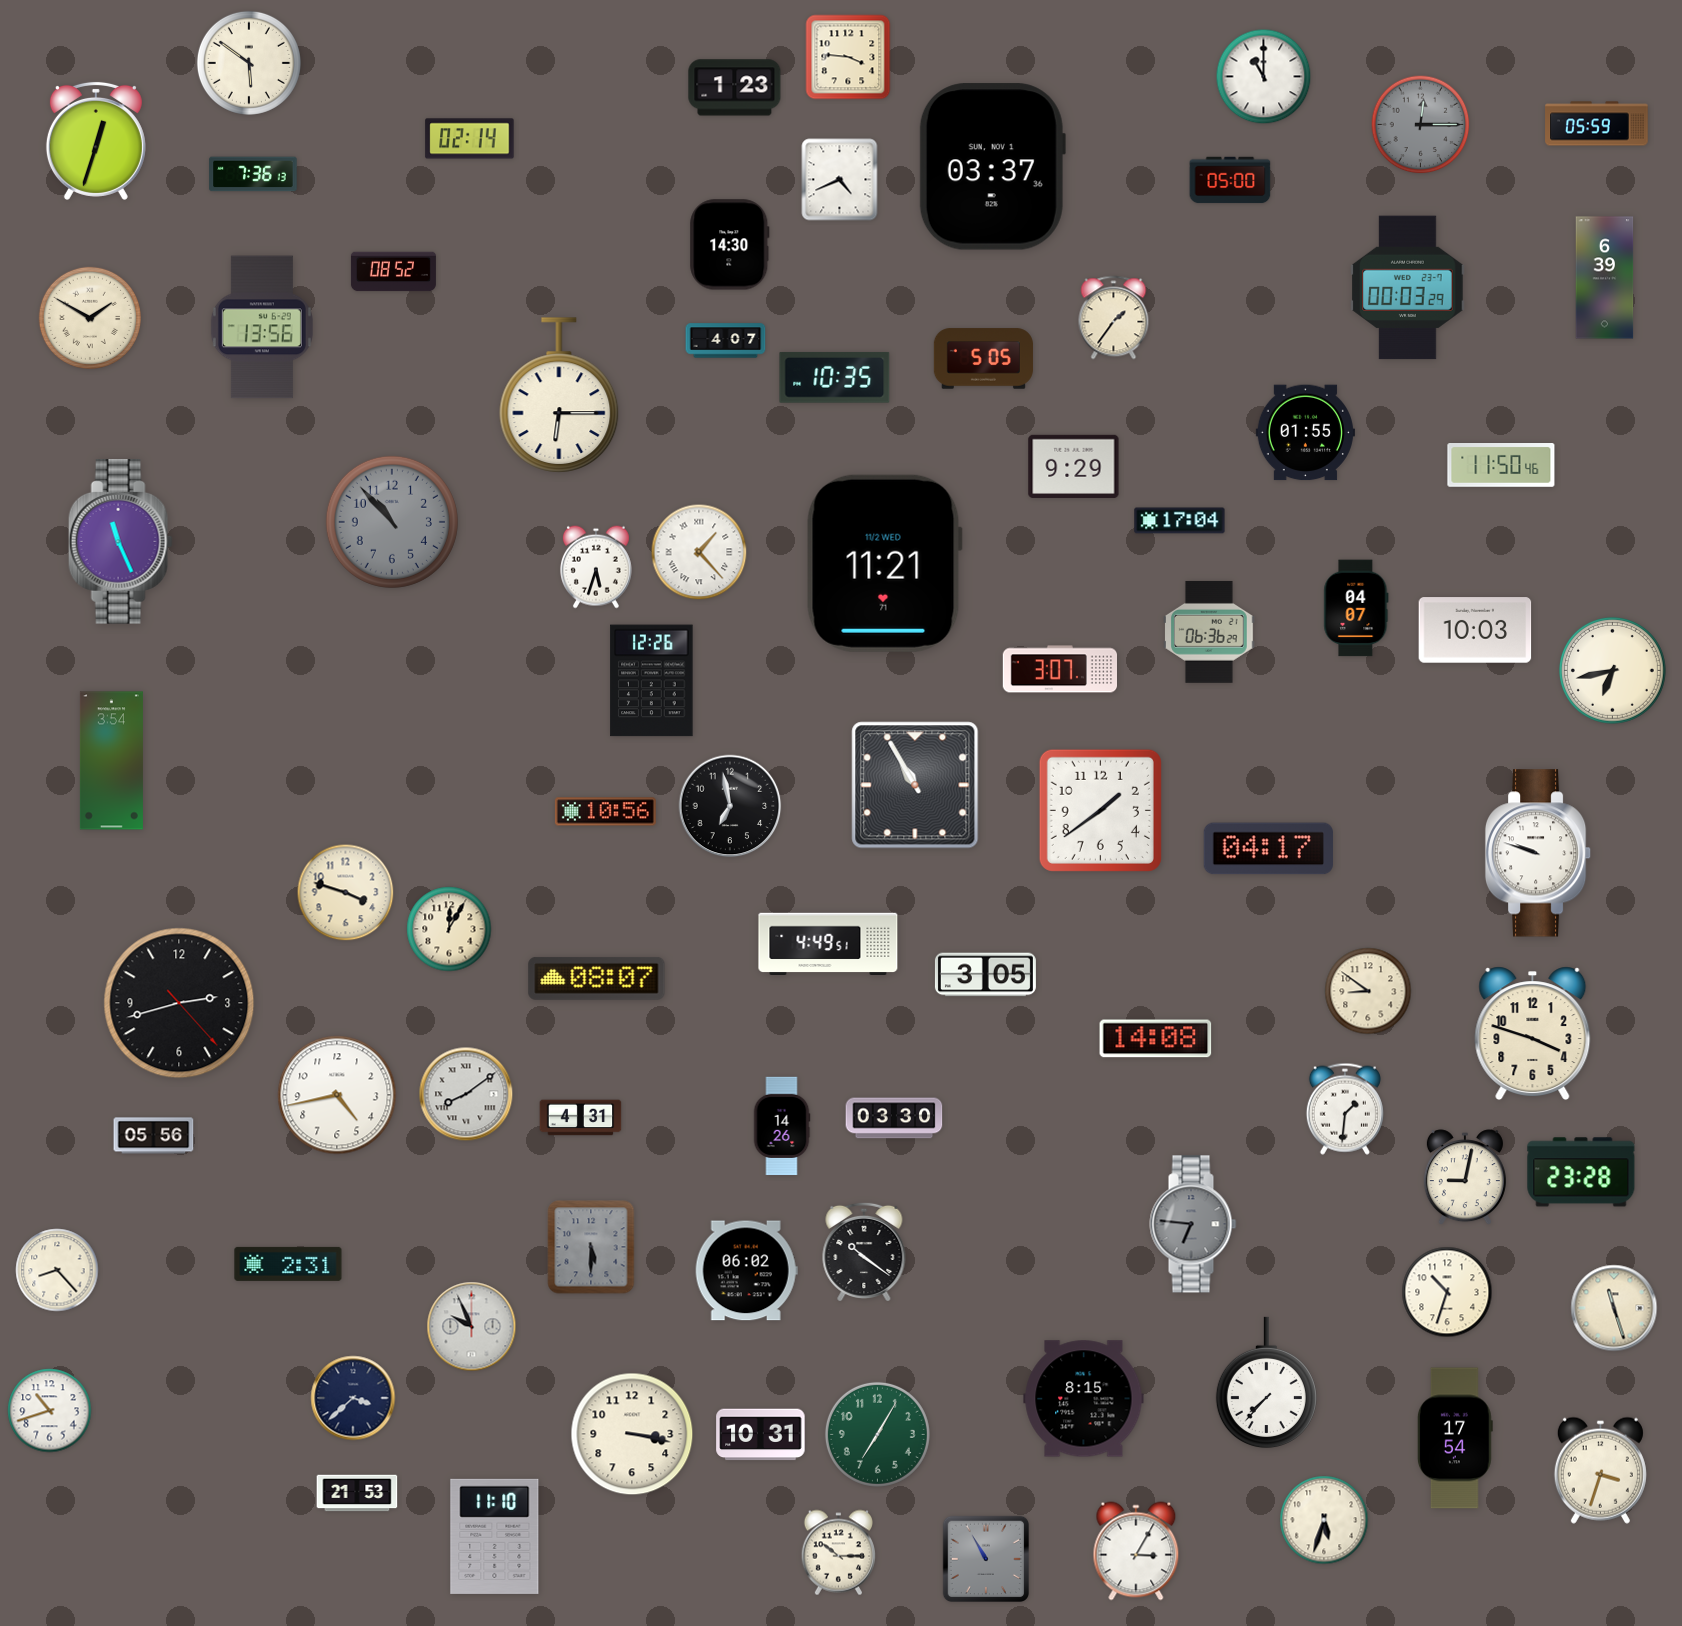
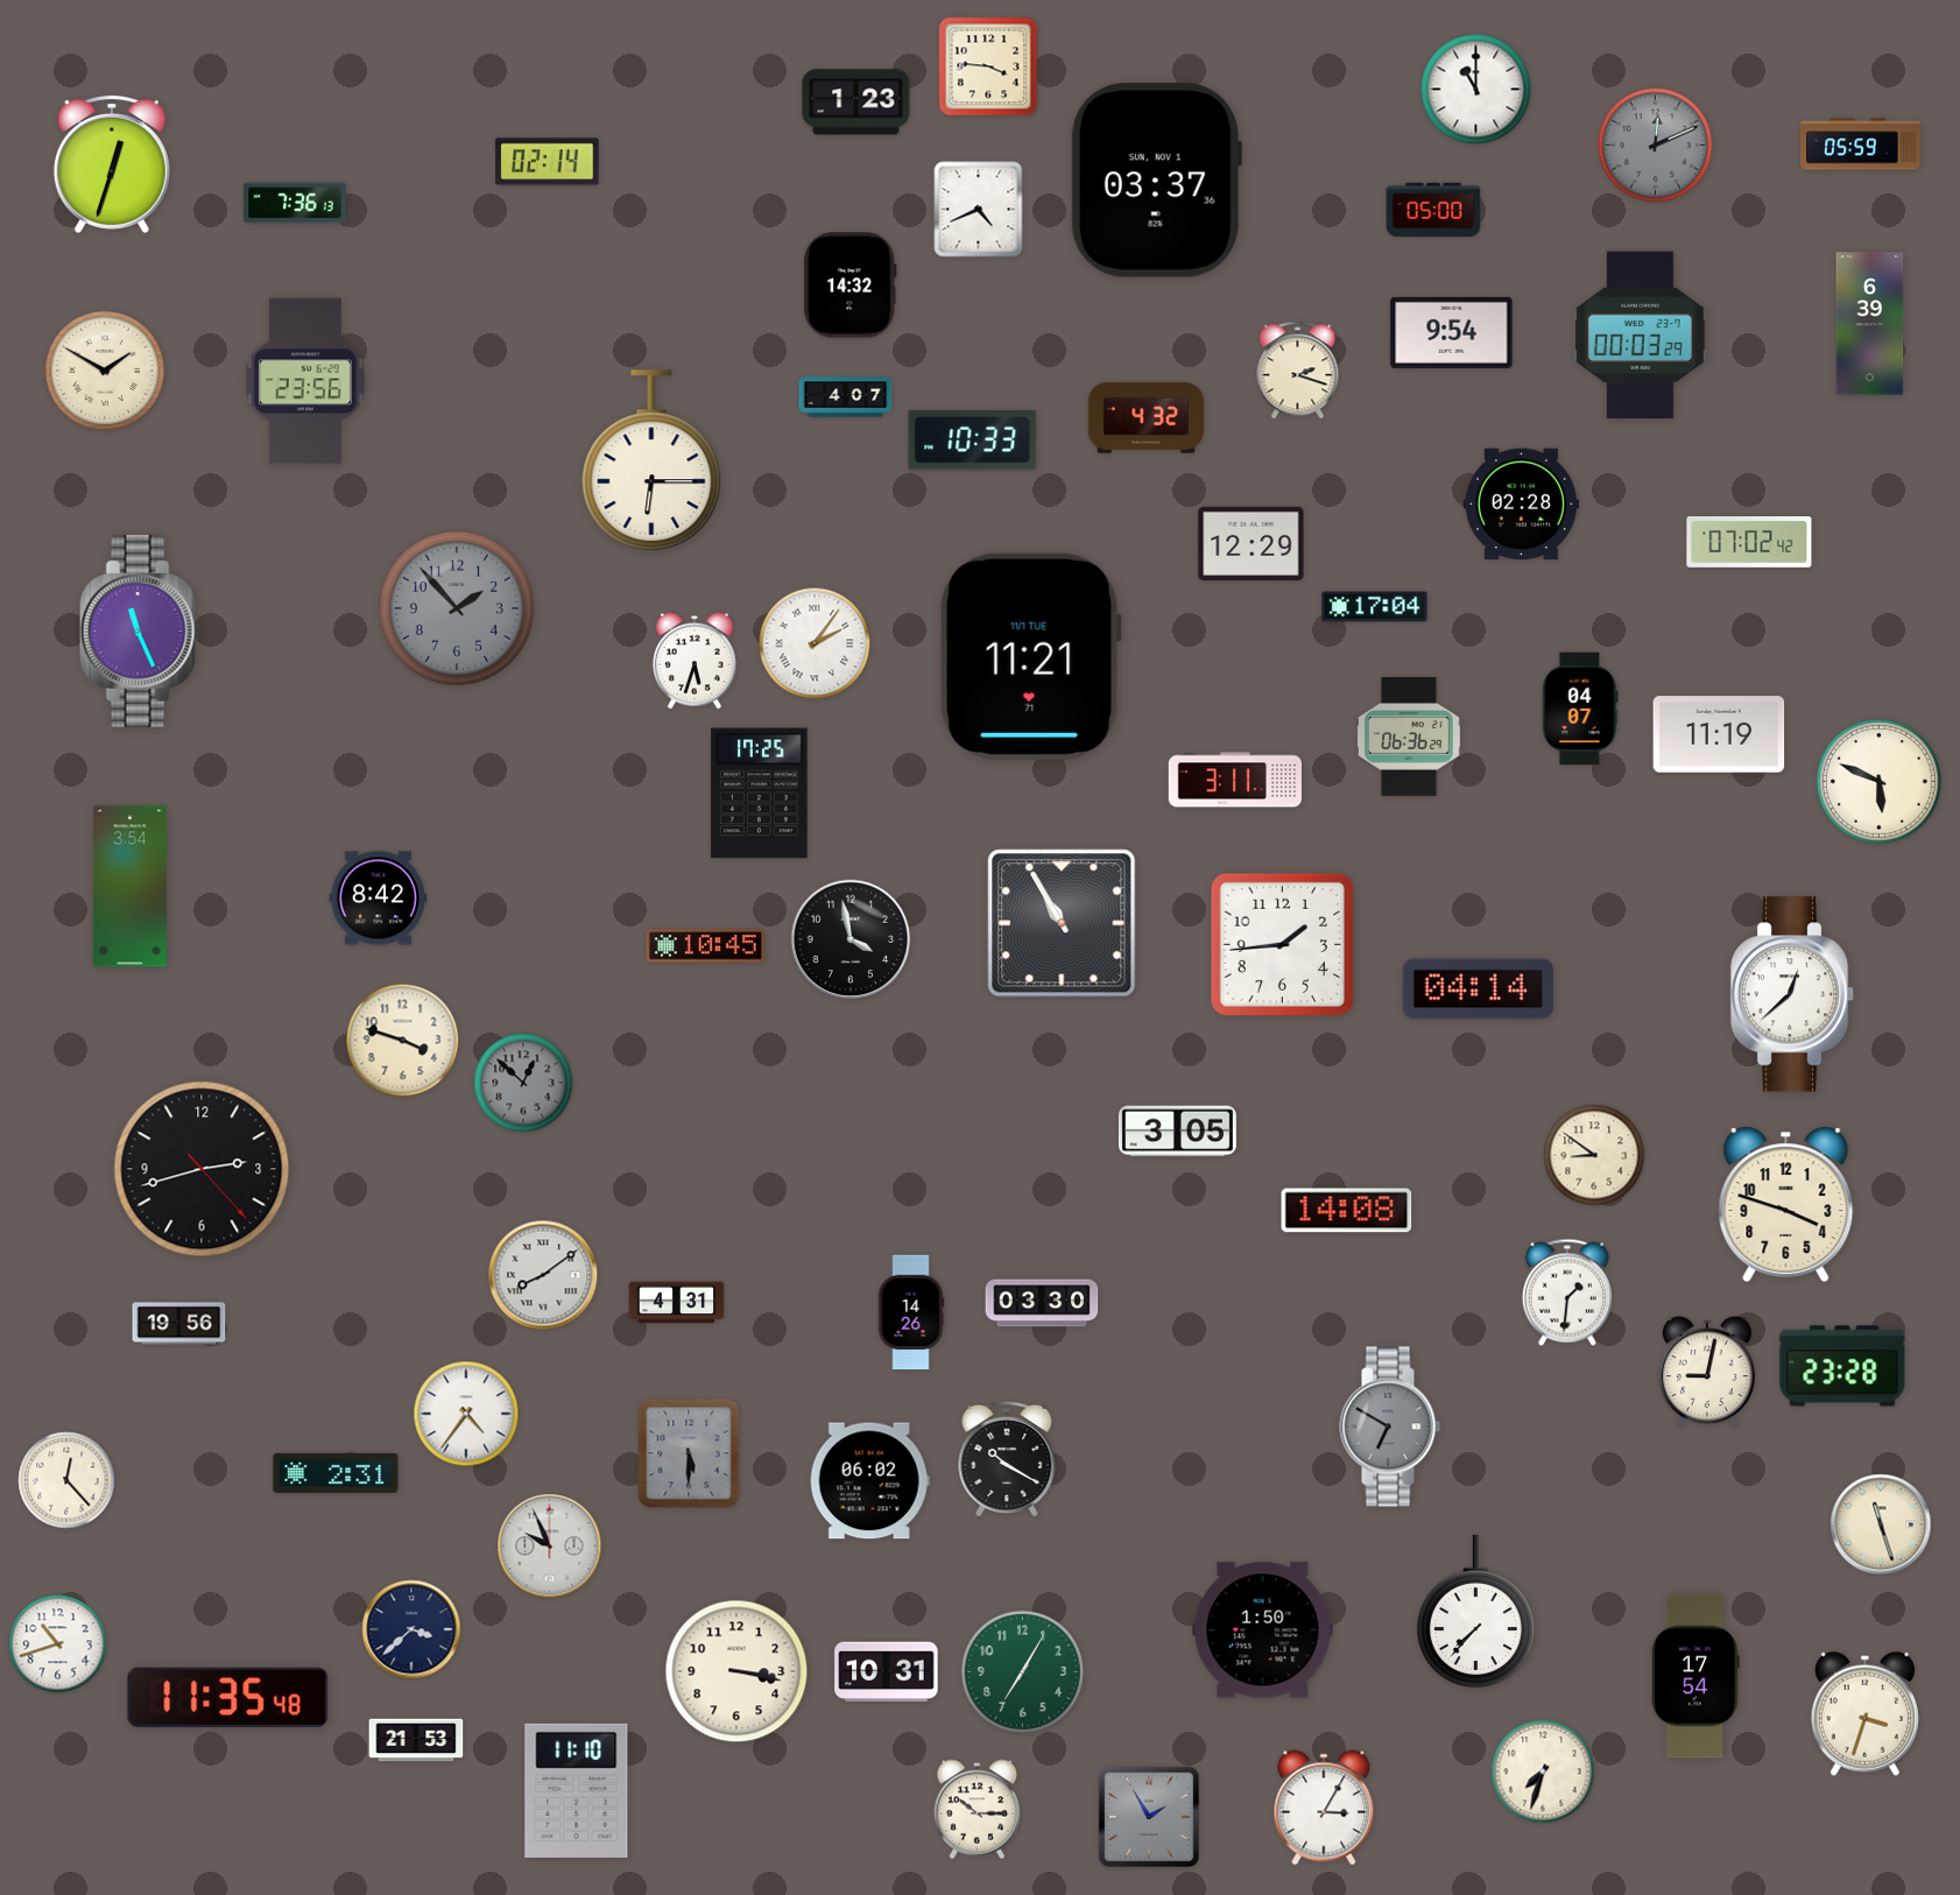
clock at (249, 63): 5:51 -> none
clock at (1264, 77) position: (1264, 77) -> (1476, 90)
clock at (1421, 125): 12:15 -> 12:11
clock at (992, 167) position: (992, 167) -> (1156, 181)
clock at (730, 245): 14:30 -> 14:32
clock at (393, 272): 08:52 -> none
clock at (1452, 332): none -> 9:54
clock at (1114, 318): 1:36 -> 2:18
clock at (262, 327): 13:56 -> 23:56
clock at (983, 359): 5:05 -> 4:32
clock at (835, 377): 10:35 -> 10:33
clock at (1305, 433): 01:55 -> 02:28
clock at (1074, 466): 9:29 -> 12:29
clock at (1501, 466): 11:50 -> 07:02
clock at (392, 522): 10:53 -> 1:53
clock at (699, 552): 1:23 -> 2:06
clock at (884, 563) date: 11/2 WED -> 11/1 TUE
clock at (1475, 630): 10:03 -> 11:19
clock at (1059, 669): 3:07 -> 3:11
clock at (1612, 670): 6:43 -> 5:49
clock at (652, 681): 12:26 -> 17:25
clock at (378, 899): none -> 8:42
clock at (915, 785) position: (915, 785) -> (1062, 923)
clock at (730, 806): 6:58 -> 3:58
clock at (1100, 810): 1:39 -> 1:44
clock at (605, 812): 10:56 -> 10:45
clock at (1268, 849): 04:17 -> 04:14
clock at (1538, 853): 9:48 -> 12:38
clock at (449, 929): 12:05 -> 12:52
clock at (449, 929) dial: cream -> grey
clock at (828, 943): 4:49 -> none
clock at (985, 975) position: (985, 975) -> (1177, 1132)
clock at (597, 978): 08:07 -> none
clock at (179, 1003) position: (179, 1003) -> (202, 1169)
clock at (337, 1095): 4:43 -> none
clock at (154, 1136): 05:56 -> 19:56
clock at (466, 1414): none -> 4:36
clock at (1193, 1224): 6:46 -> 6:50
clock at (864, 1251): 10:21 -> 10:20
clock at (57, 1270): 8:23 -> 12:23
clock at (1447, 1292): 10:33 -> none
clock at (1084, 1399): 8:15 -> 1:50
clock at (228, 1697): none -> 11:35
clock at (1324, 1520): 5:33 -> 7:33
clock at (985, 1558): 10:55 -> 1:55
